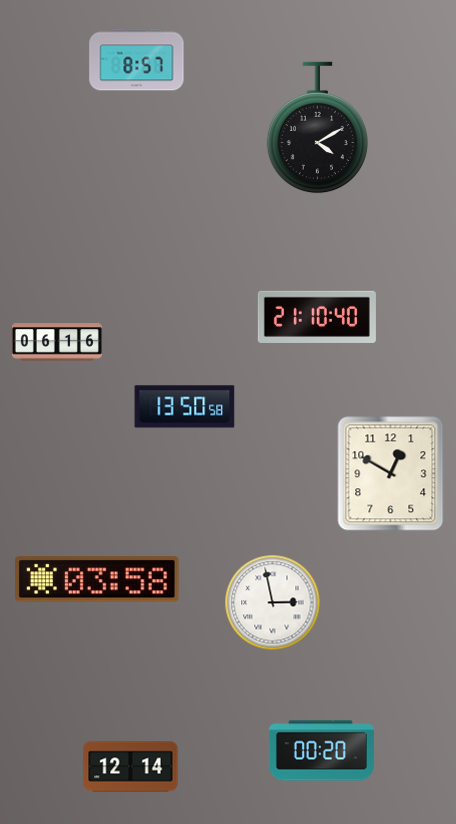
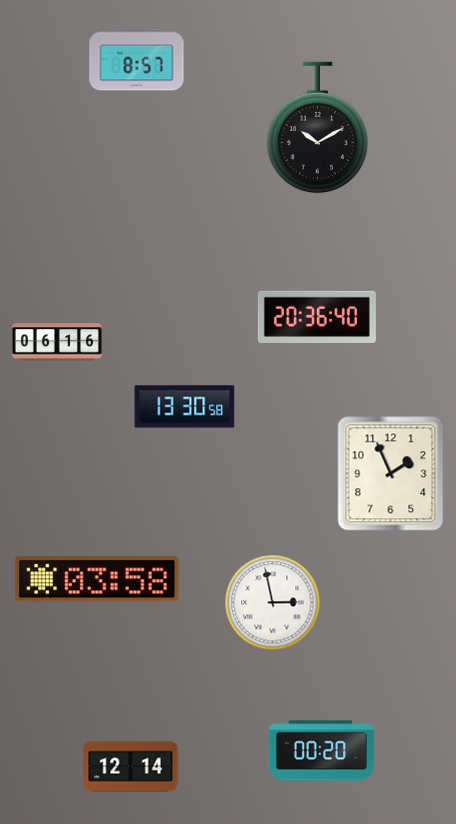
clock at (317, 128): 4:10 -> 10:10
clock at (317, 317): 21:10 -> 20:36
clock at (185, 407): 13:50 -> 13:30
clock at (391, 474): 12:50 -> 1:56
